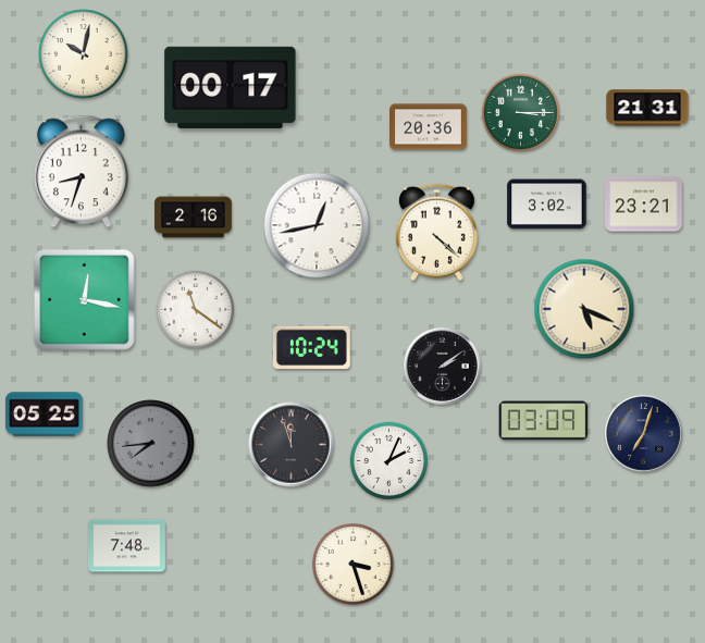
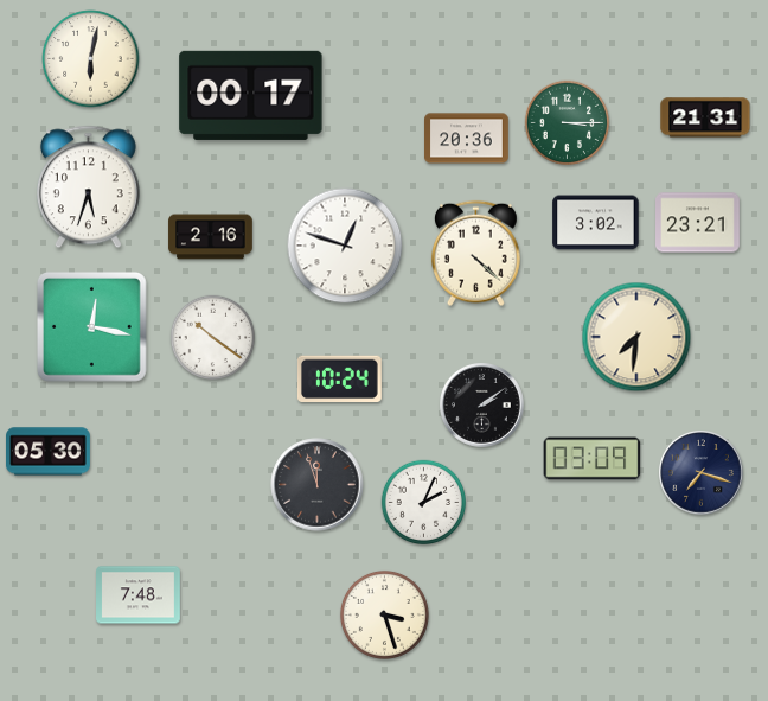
clock at (84, 54): 10:02 -> 6:02
clock at (81, 172): 8:33 -> 5:33
clock at (644, 205) position: (644, 205) -> (698, 223)
clock at (317, 225): 12:43 -> 12:48
clock at (584, 309): 5:19 -> 7:31
clock at (196, 310): 11:21 -> 10:21
clock at (443, 367) position: (443, 367) -> (482, 406)
clock at (45, 415): 05:25 -> 05:30
clock at (644, 434): 7:03 -> 7:18
clock at (151, 444): 7:44 -> none
